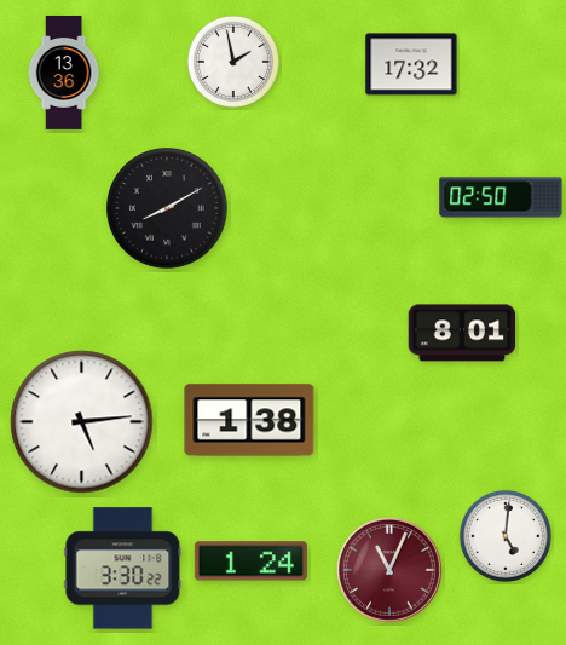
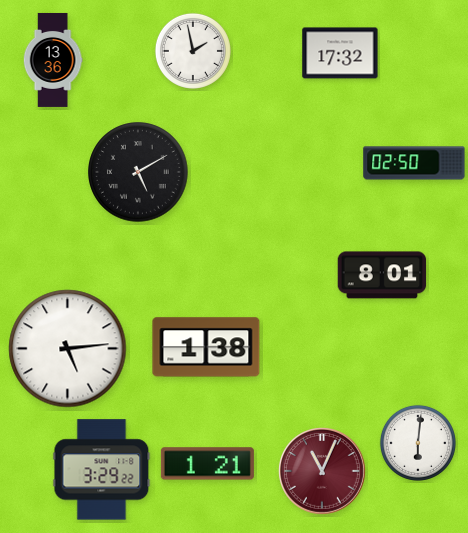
clock at (167, 208): 8:10 -> 5:10
clock at (506, 536): 5:01 -> 6:01
clock at (250, 562): 1:24 -> 1:21
clock at (123, 569): 3:30 -> 3:29
